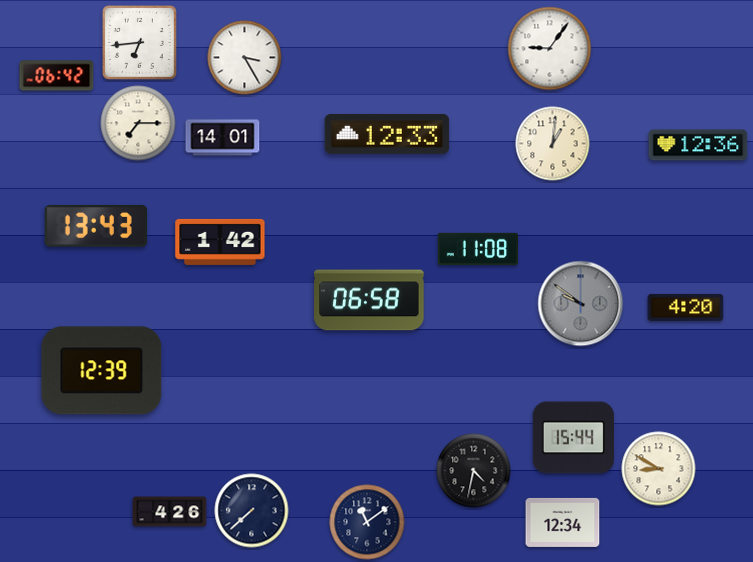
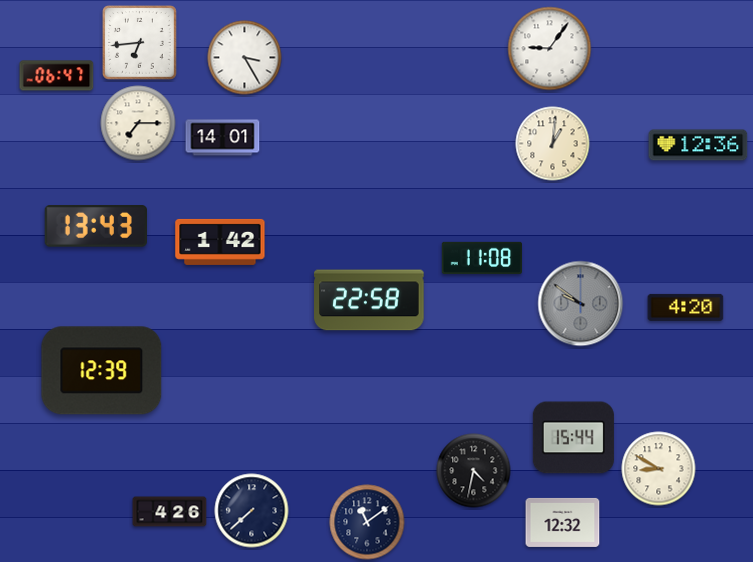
clock at (57, 76): 06:42 -> 06:47
clock at (387, 134): 12:33 -> none
clock at (478, 249) position: (478, 249) -> (482, 258)
clock at (369, 300): 06:58 -> 22:58
clock at (563, 522): 12:34 -> 12:32
